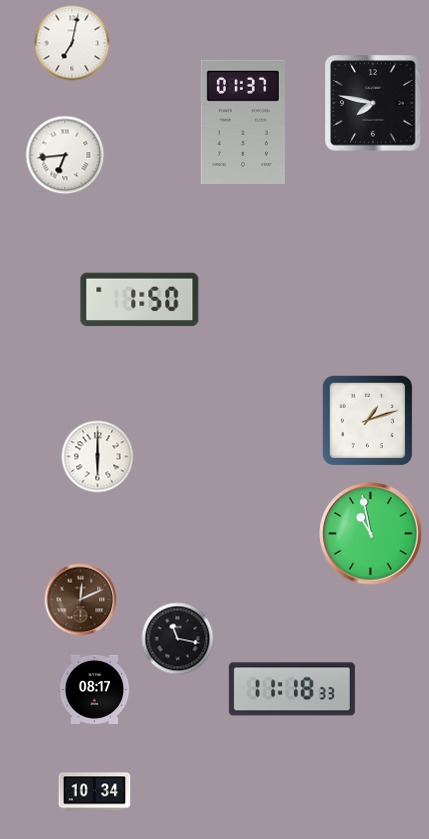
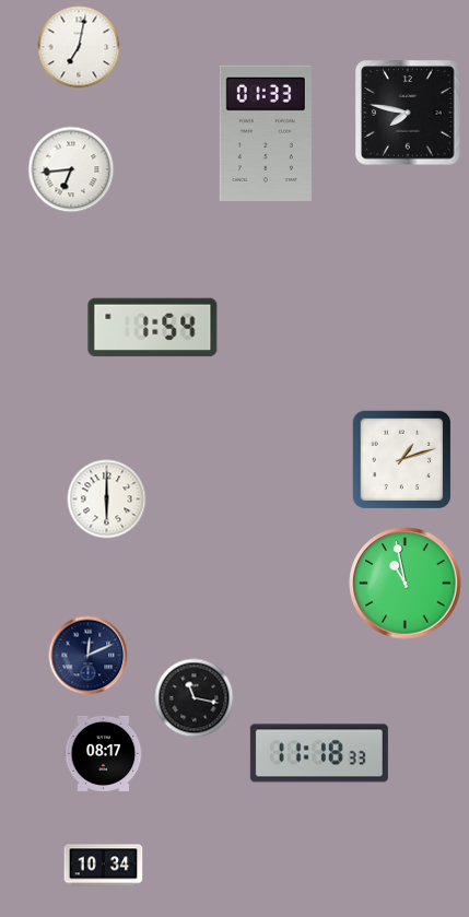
clock at (243, 122): 01:37 -> 01:33
clock at (140, 300): 1:50 -> 1:54
clock at (81, 600) dial: brown -> navy
